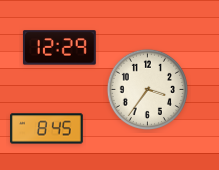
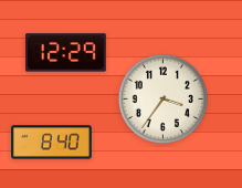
clock at (47, 129): 8:45 -> 8:40
